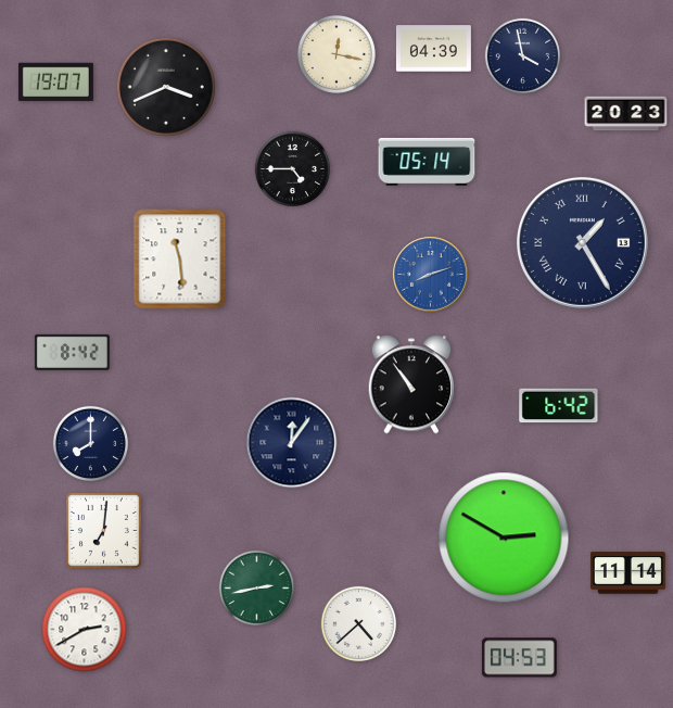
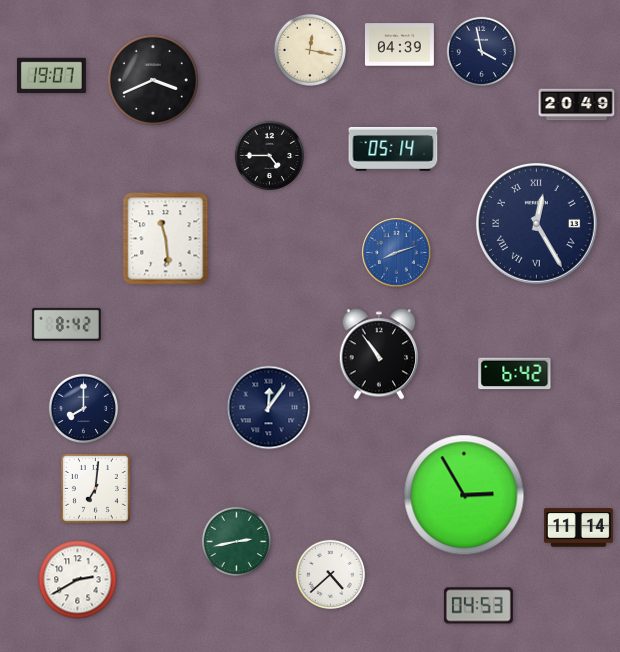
clock at (626, 114): 20:23 -> 20:49
clock at (582, 242): 1:25 -> 12:25
clock at (504, 538): 2:50 -> 2:55
